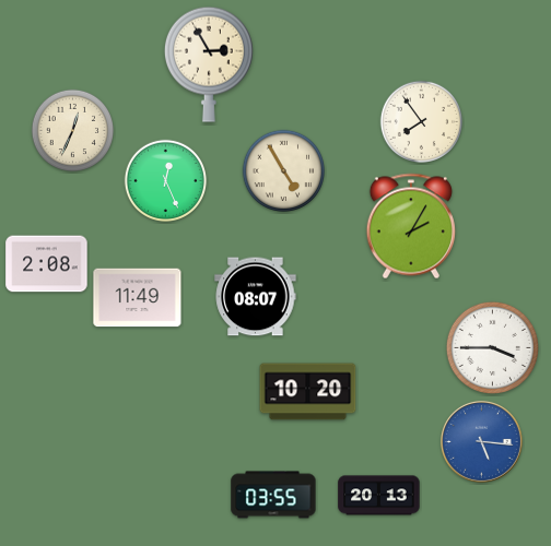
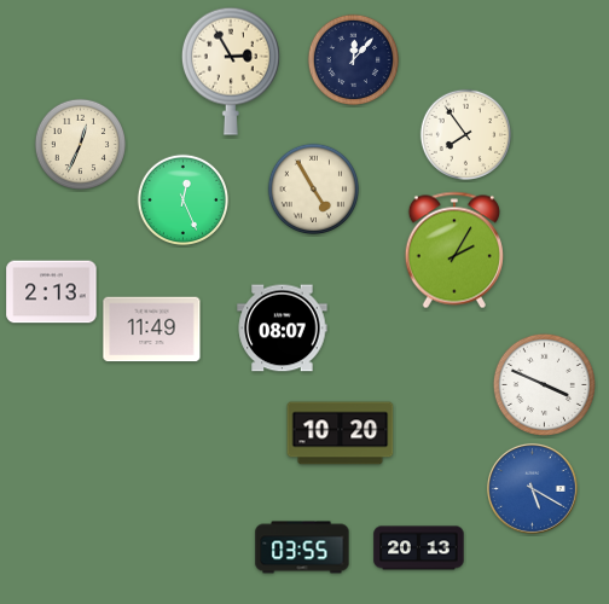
clock at (354, 60): none -> 12:07
clock at (47, 264): 2:08 -> 2:13
clock at (492, 347): 3:45 -> 3:49
clock at (481, 441): 5:16 -> 5:20
